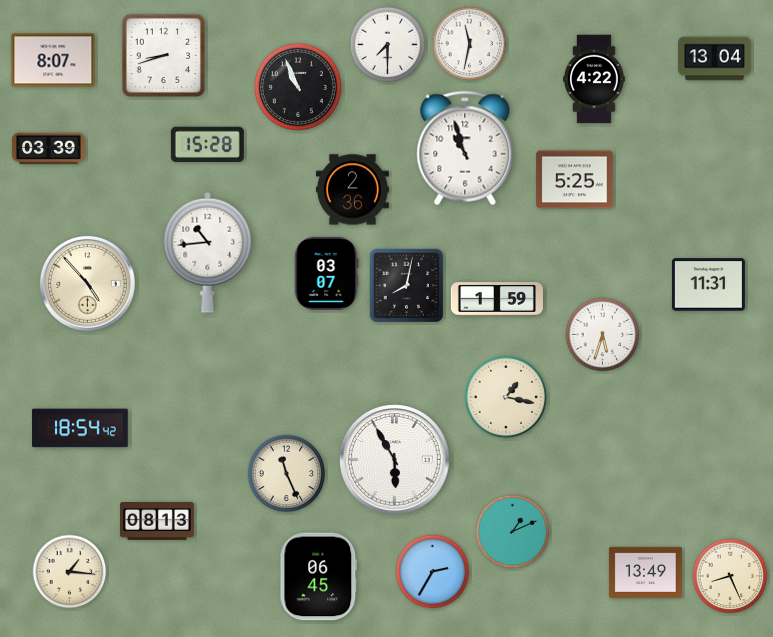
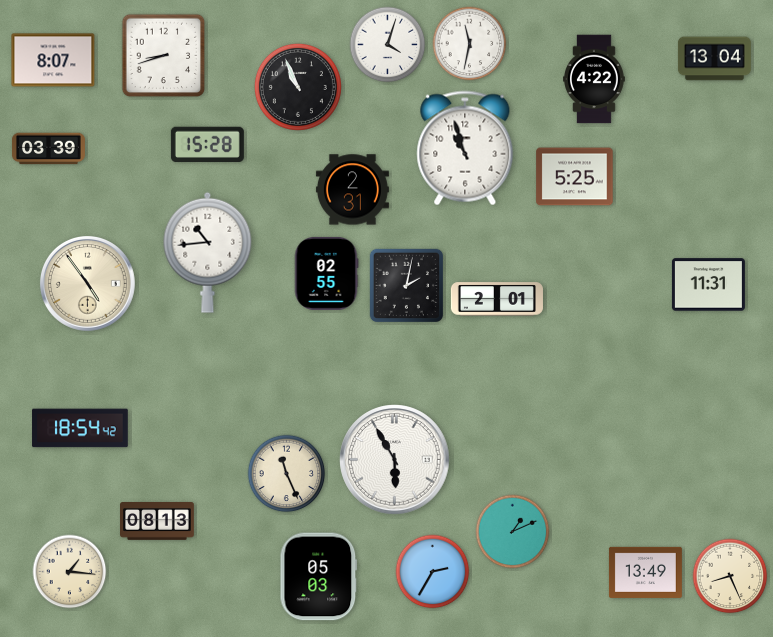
clock at (388, 45): 7:30 -> 4:03
clock at (575, 180) position: (575, 180) -> (575, 177)
clock at (352, 190): 2:36 -> 2:31
clock at (326, 273): 03:07 -> 02:55
clock at (87, 283): 4:53 -> 4:54
clock at (406, 285): 8:02 -> 2:02
clock at (497, 299): 1:59 -> 2:01
clock at (603, 335): 5:33 -> none
clock at (505, 396): 1:17 -> none
clock at (319, 577): 06:45 -> 05:03
